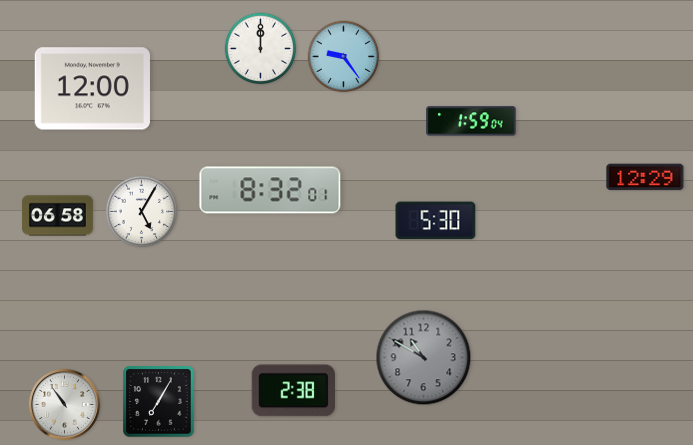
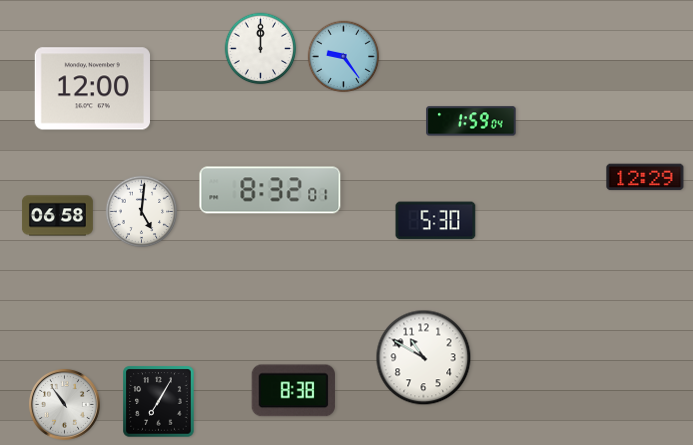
clock at (142, 212): 5:05 -> 5:01
clock at (424, 358) dial: grey -> white
clock at (293, 391): 2:38 -> 8:38
